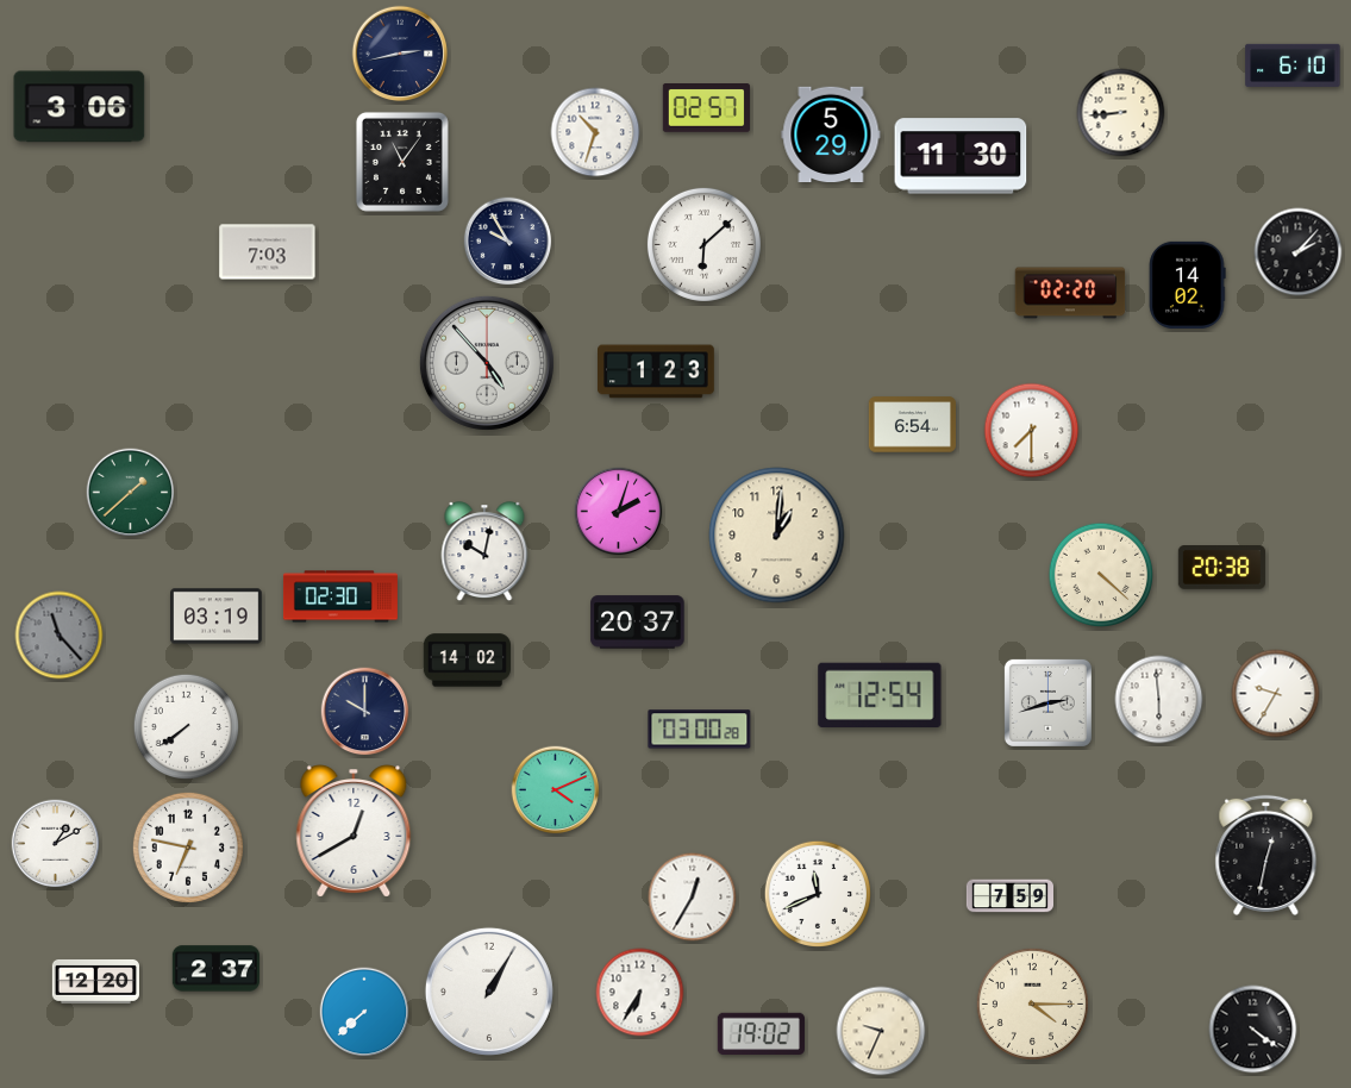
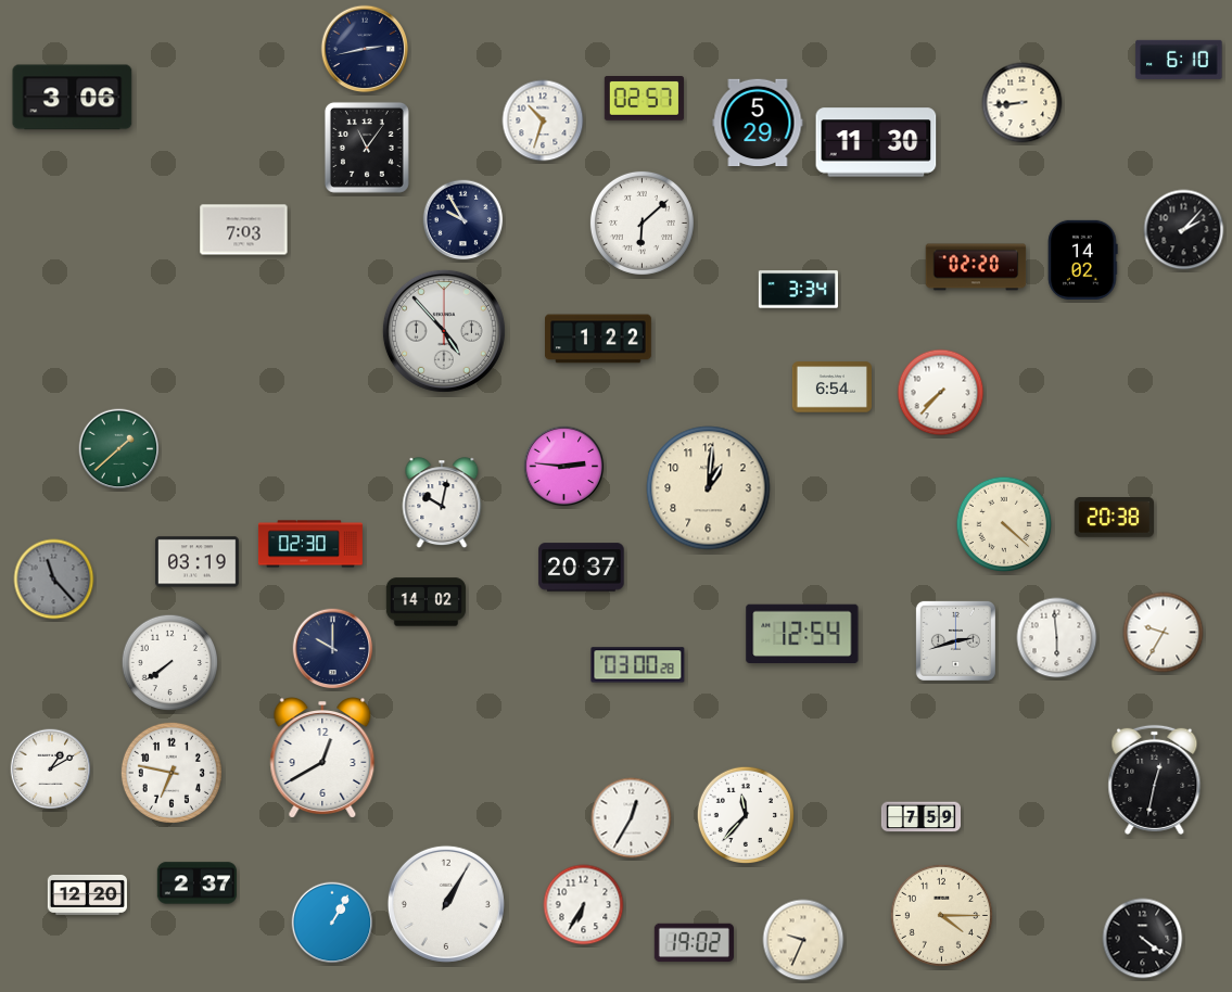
clock at (798, 290): none -> 3:34
clock at (657, 371): 1:23 -> 1:22
clock at (1032, 431): 7:30 -> 7:37
clock at (619, 512): 2:03 -> 2:46
clock at (556, 790): 4:11 -> none
clock at (817, 893): 11:41 -> 11:37
clock at (364, 1012): 7:38 -> 1:05
